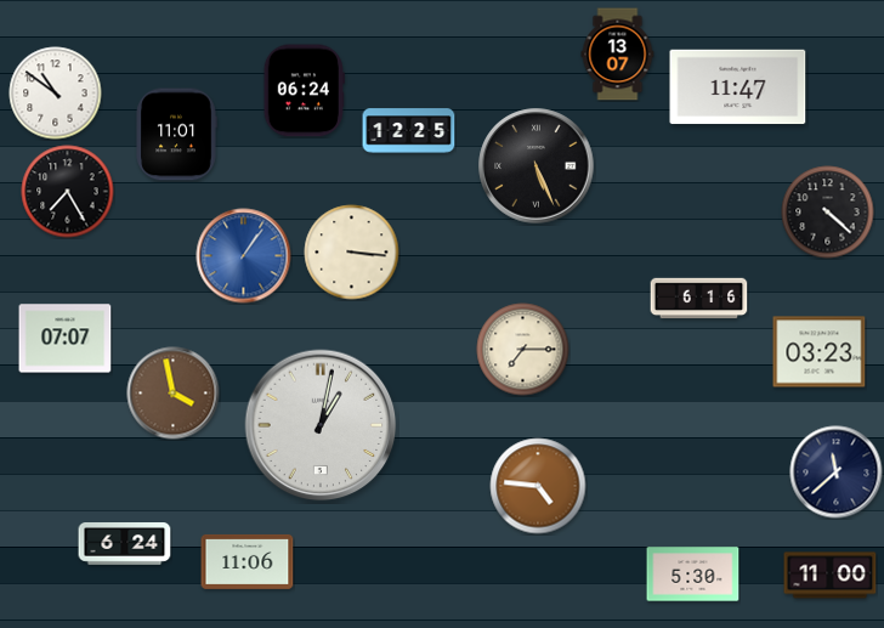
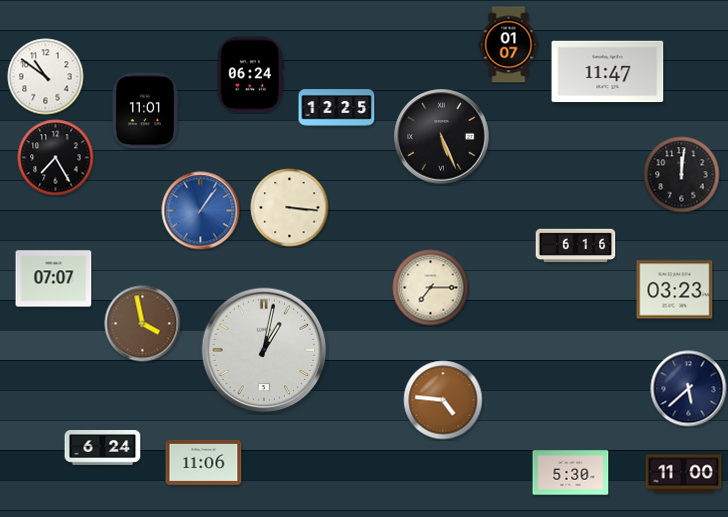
clock at (618, 55): 13:07 -> 01:07
clock at (828, 213): 4:22 -> 12:01
clock at (837, 473): 11:38 -> 5:38
